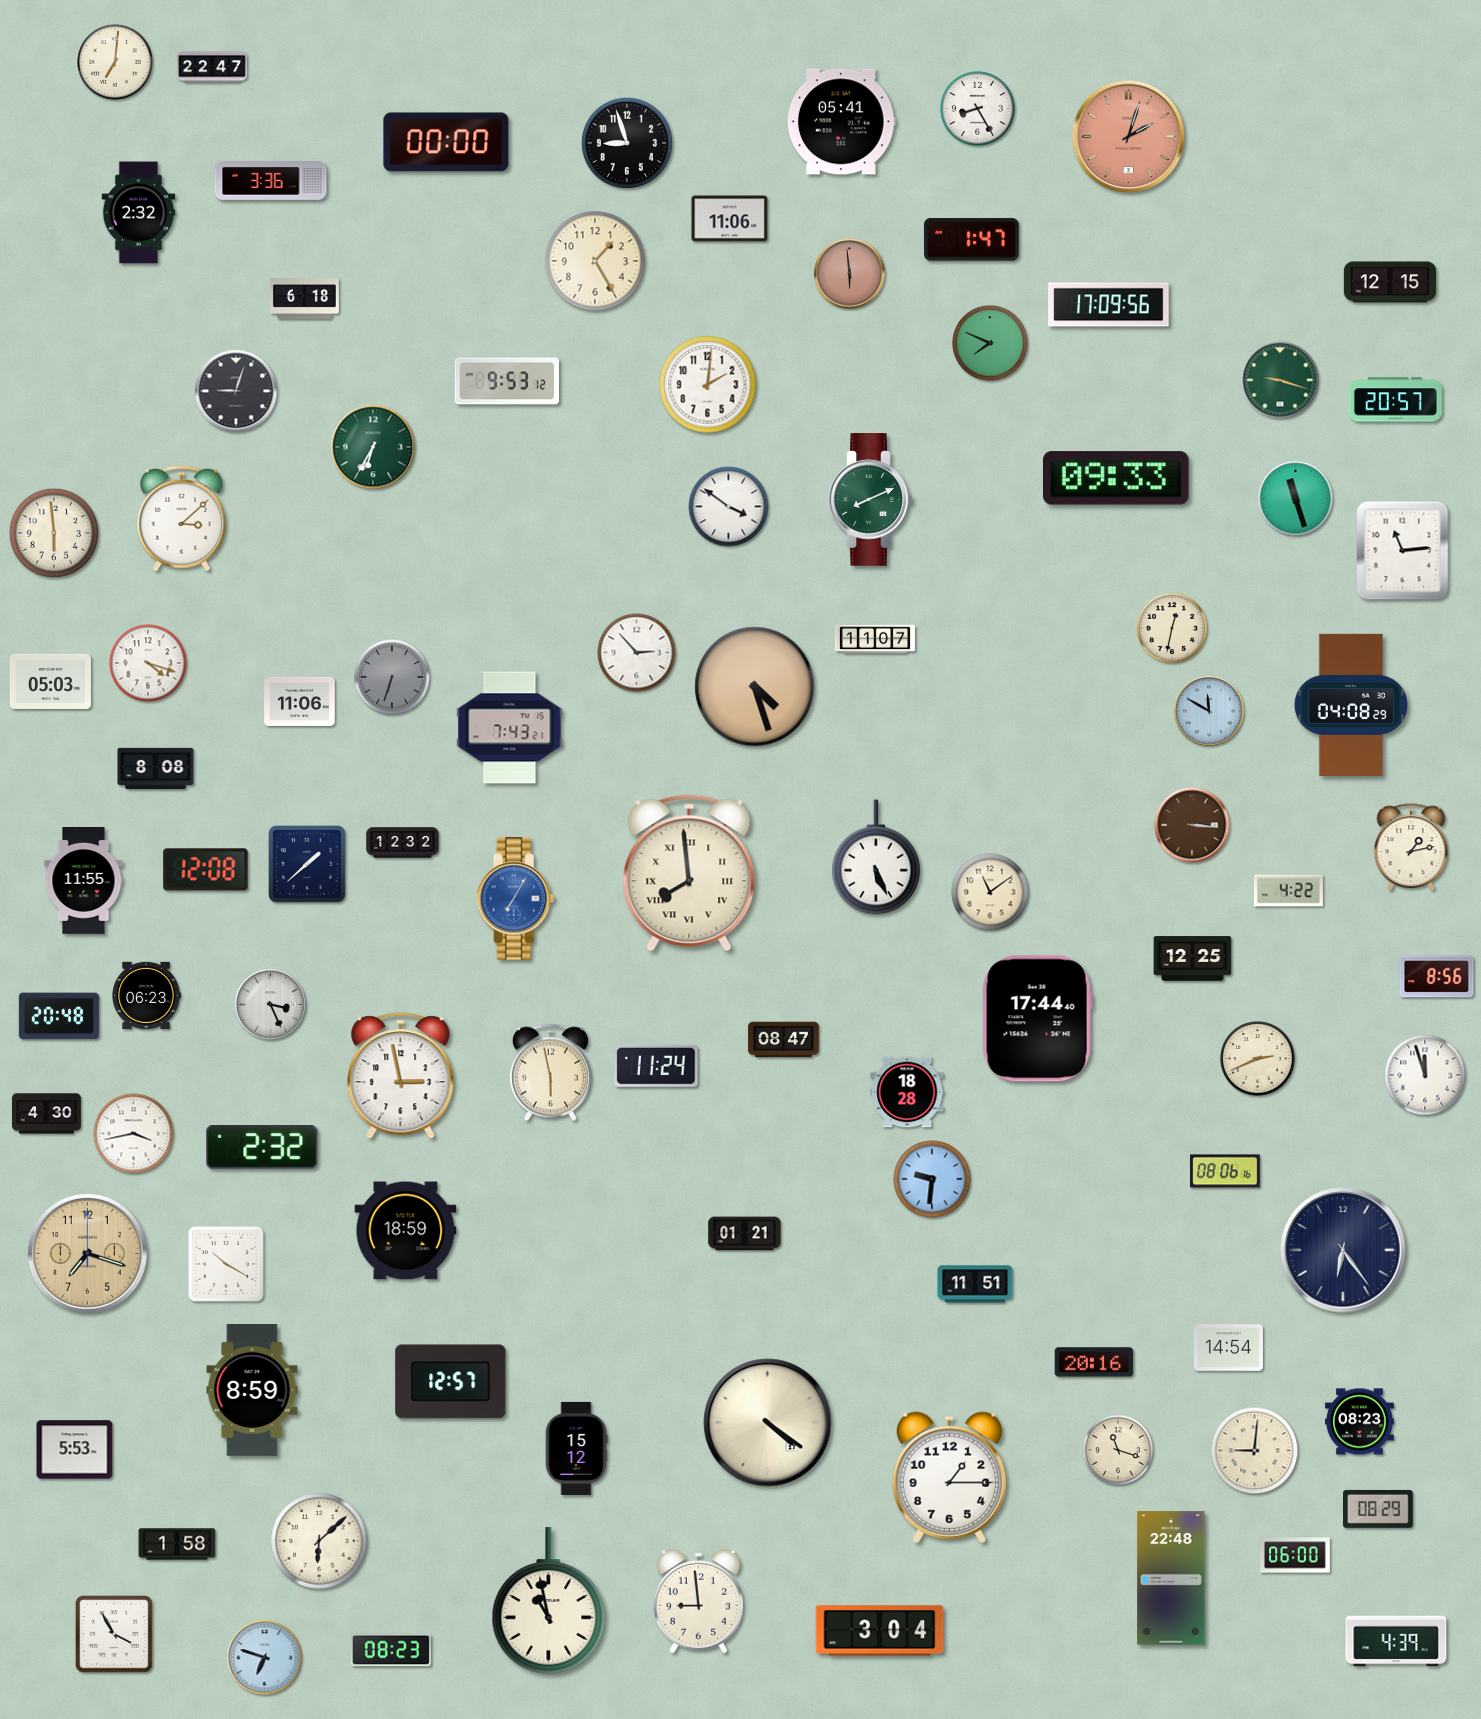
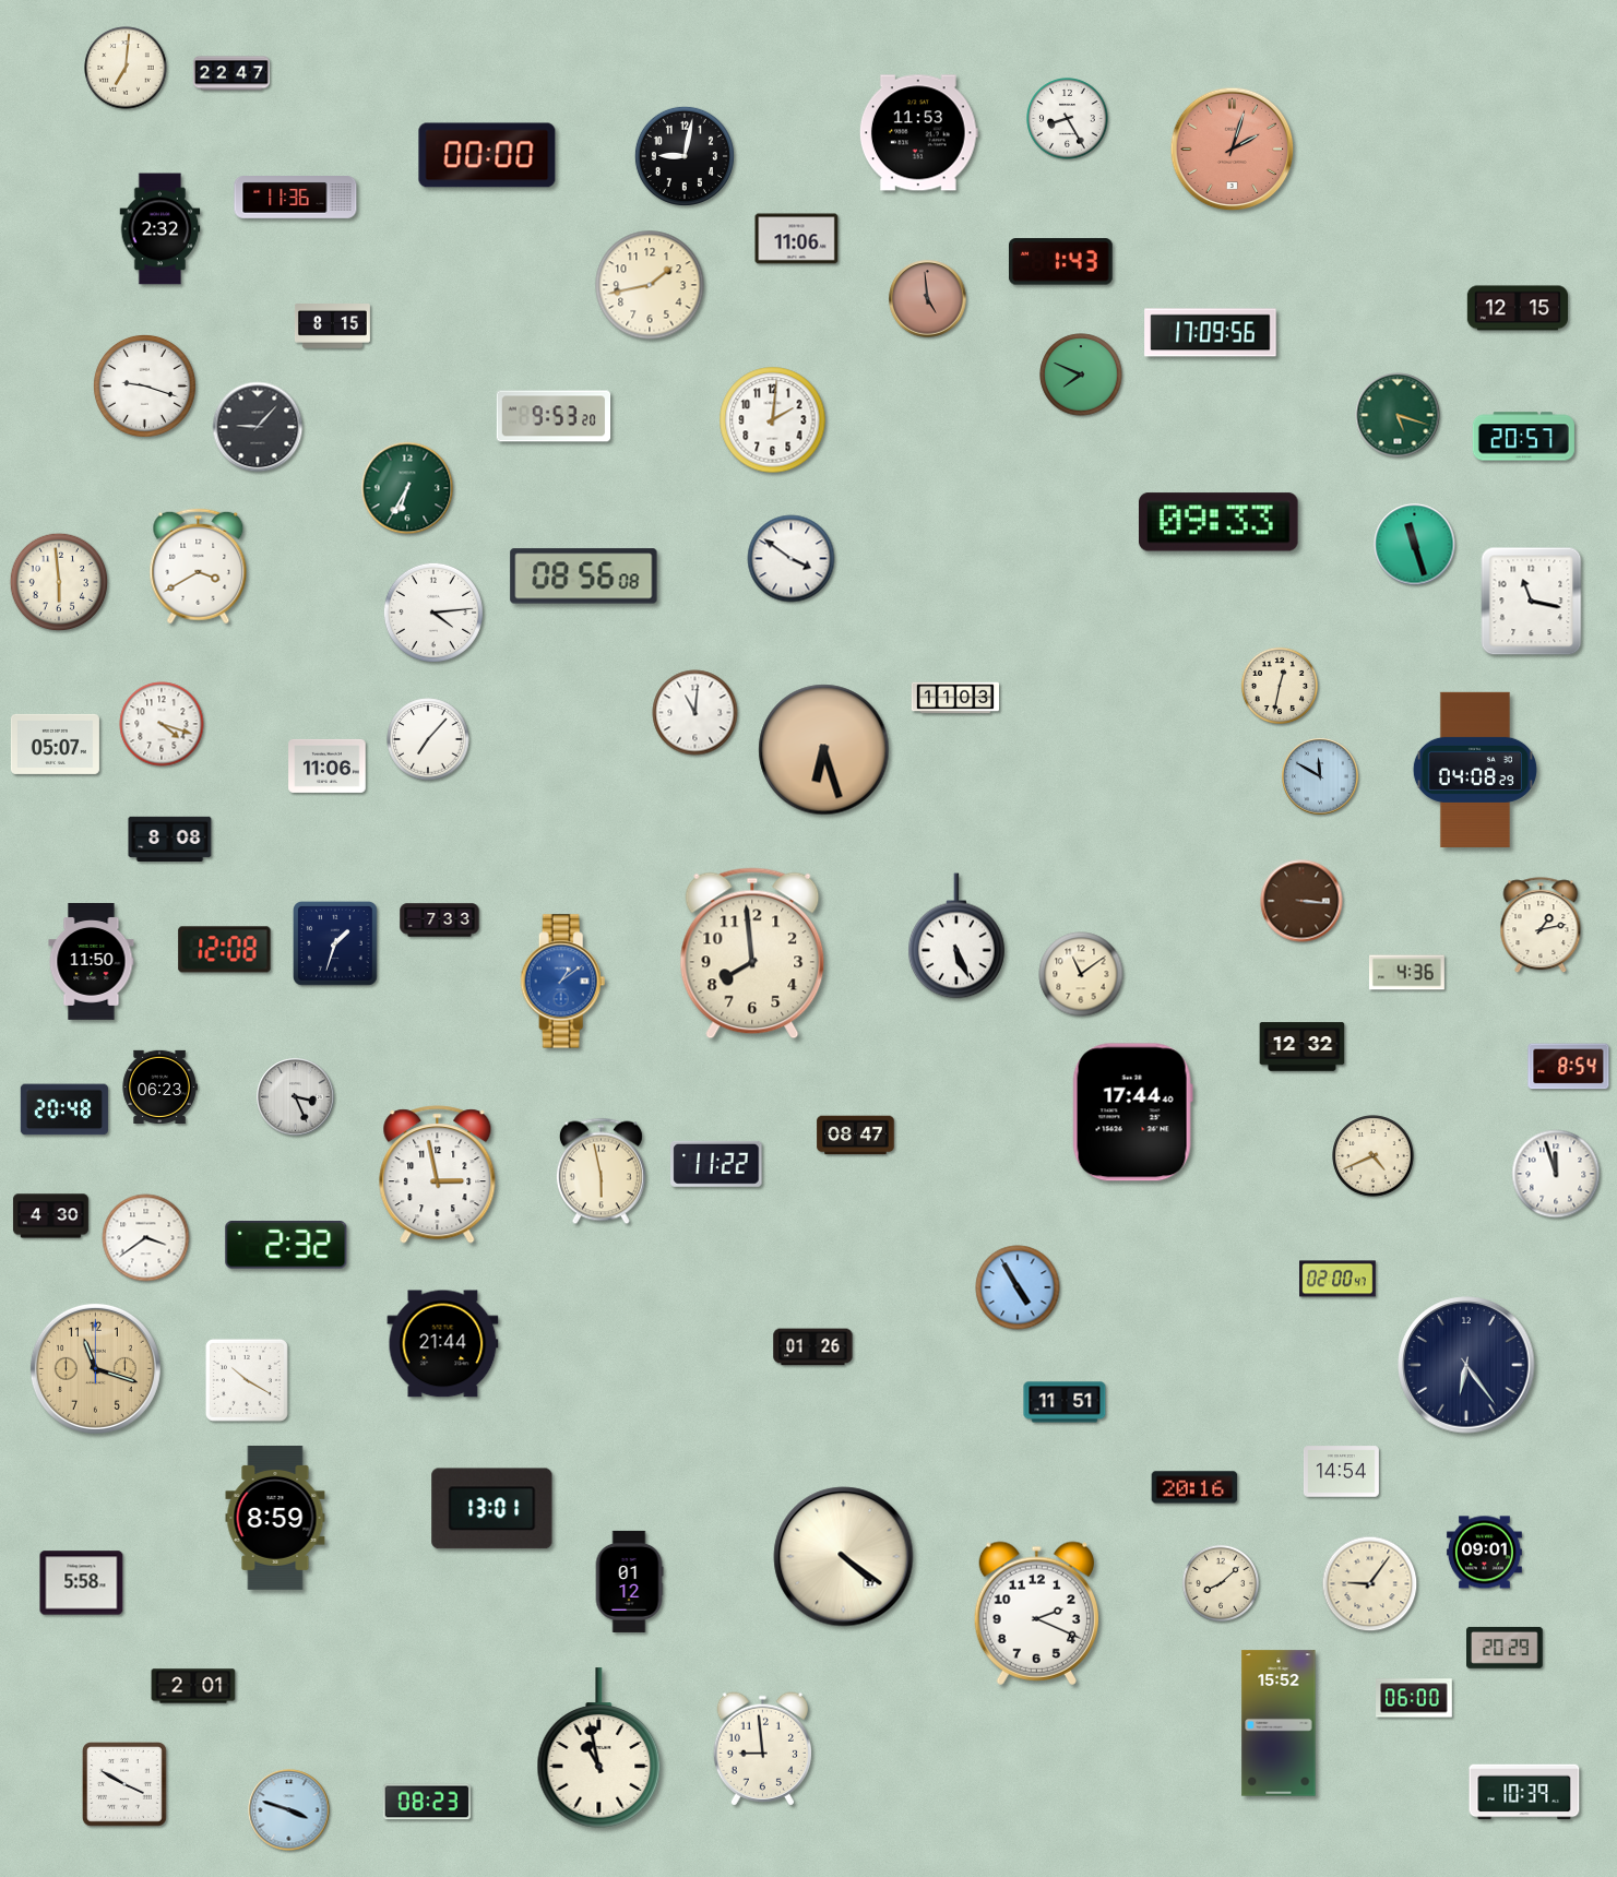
clock at (841, 122): 05:41 -> 11:53
clock at (627, 143): 8:57 -> 9:02
clock at (271, 181): 3:36 -> 11:36
clock at (139, 213) position: (139, 213) -> (160, 229)
clock at (971, 240): 1:47 -> 1:43
clock at (595, 261): 1:25 -> 1:43
clock at (850, 274): 5:59 -> 4:59
clock at (304, 299): 6:18 -> 8:15
clock at (144, 385): none -> 9:18
clock at (1280, 380): 9:18 -> 5:18
clock at (507, 381): 9:53:12 -> 9:53:20
clock at (236, 391): 9:03 -> 9:07
clock at (871, 500): 8:11 -> none
clock at (729, 507) position: (729, 507) -> (792, 559)
clock at (182, 519): 3:08 -> 3:40
clock at (584, 577): none -> 08:56
clock at (1403, 551): 11:14 -> 11:17
clock at (433, 613): none -> 4:14
clock at (874, 639): 11:07 -> 11:03
clock at (637, 653): 2:53 -> 11:01
clock at (392, 677): 6:33 -> 7:07
clock at (392, 677) dial: grey -> white
clock at (50, 681): 05:03 -> 05:07
clock at (755, 687): 4:27 -> 6:27
clock at (510, 728): 7:43 -> none
clock at (403, 843): 12:32 -> 7:33
clock at (308, 865): 1:38 -> 1:33
clock at (689, 873) numerals: Roman -> Arabic
clock at (84, 881): 11:55 -> 11:50
clock at (1288, 891): 4:22 -> 4:36
clock at (516, 899): 7:05 -> 1:09
clock at (1193, 959): 12:25 -> 12:32
clock at (1437, 977): 8:56 -> 8:54
clock at (1258, 1059): 2:41 -> 4:41
clock at (656, 1066): 11:24 -> 11:22
clock at (907, 1092): 18:28 -> none
clock at (134, 1134): 3:43 -> 3:39
clock at (262, 1148) position: (262, 1148) -> (286, 1246)
clock at (1225, 1171): 08:06 -> 02:00
clock at (932, 1179): 9:31 -> 4:55
clock at (406, 1231): 18:59 -> 21:44
clock at (745, 1234): 01:21 -> 01:26
clock at (87, 1253): 7:18 -> 11:18
clock at (451, 1382): 12:57 -> 13:01
clock at (1359, 1422): 08:23 -> 09:01
clock at (768, 1423) position: (768, 1423) -> (844, 1557)
clock at (576, 1448): 15:12 -> 01:12
clock at (1117, 1449): 11:18 -> 8:08
clock at (75, 1450): 5:53 -> 5:58
clock at (1255, 1451): 9:01 -> 9:06
clock at (949, 1477): 1:15 -> 2:19
clock at (1379, 1509): 08:29 -> 20:29
clock at (319, 1541): 6:08 -> none
clock at (177, 1544): 1:58 -> 2:01
clock at (1171, 1578): 22:48 -> 15:52
clock at (880, 1631): 3:04 -> none
clock at (115, 1635): 3:55 -> 3:50
clock at (1396, 1641): 4:39 -> 10:39
clock at (265, 1658): 6:48 -> 3:48
